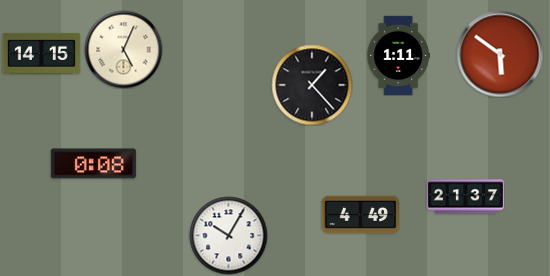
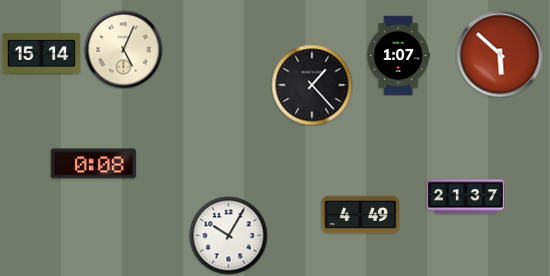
clock at (41, 53): 14:15 -> 15:14
clock at (500, 54): 5:51 -> 5:52
clock at (398, 55): 1:11 -> 1:07
